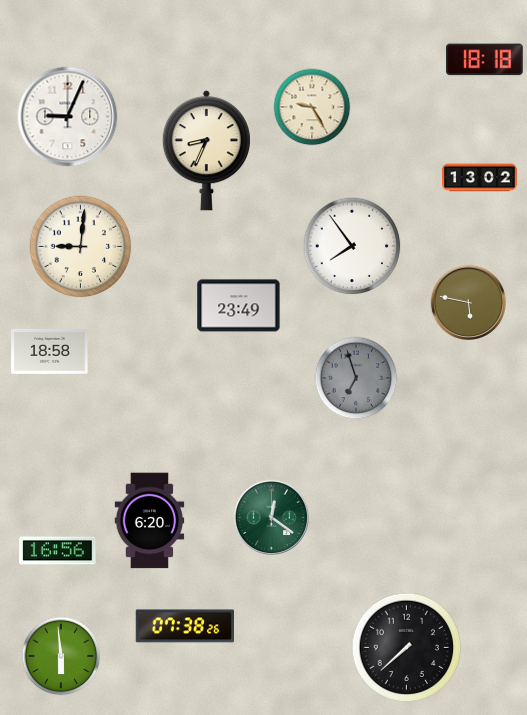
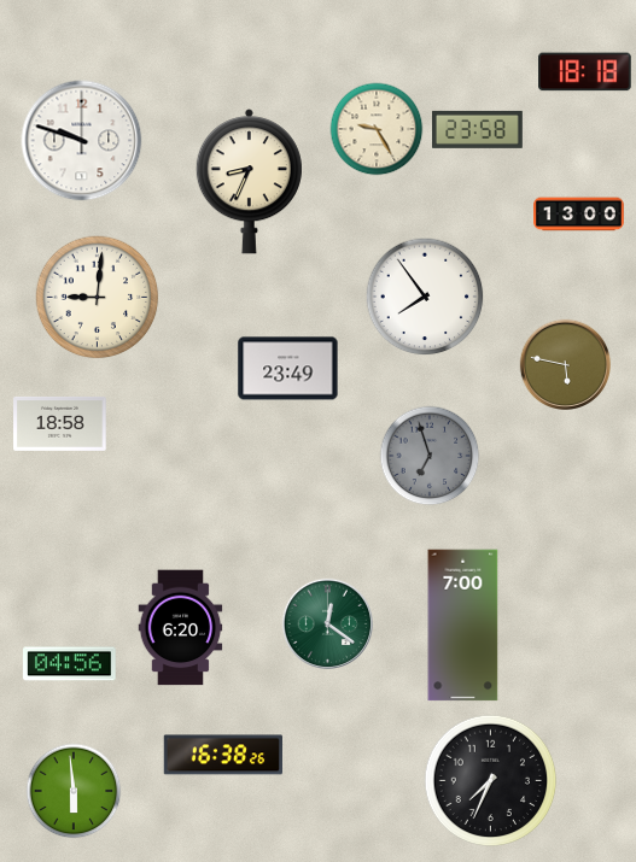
clock at (478, 129): none -> 23:58
clock at (68, 117): 9:04 -> 9:48
clock at (480, 178): 13:02 -> 13:00
clock at (463, 626): none -> 7:00
clock at (58, 551): 16:56 -> 04:56
clock at (185, 626): 07:38 -> 16:38
clock at (407, 648): 7:38 -> 7:34
